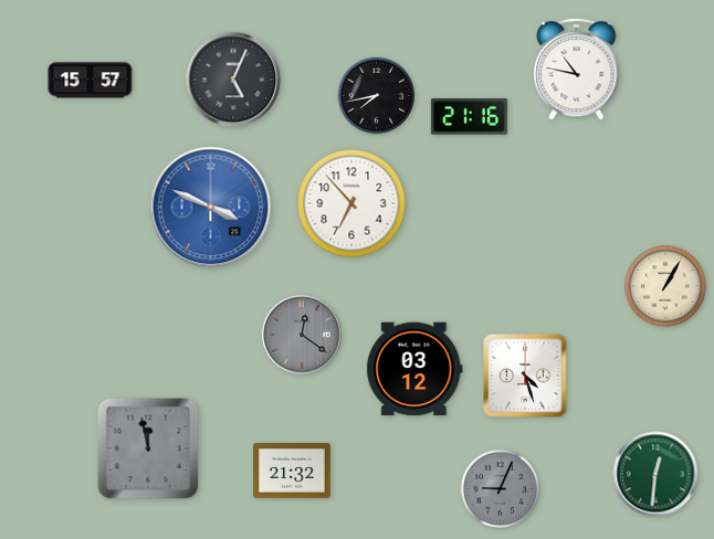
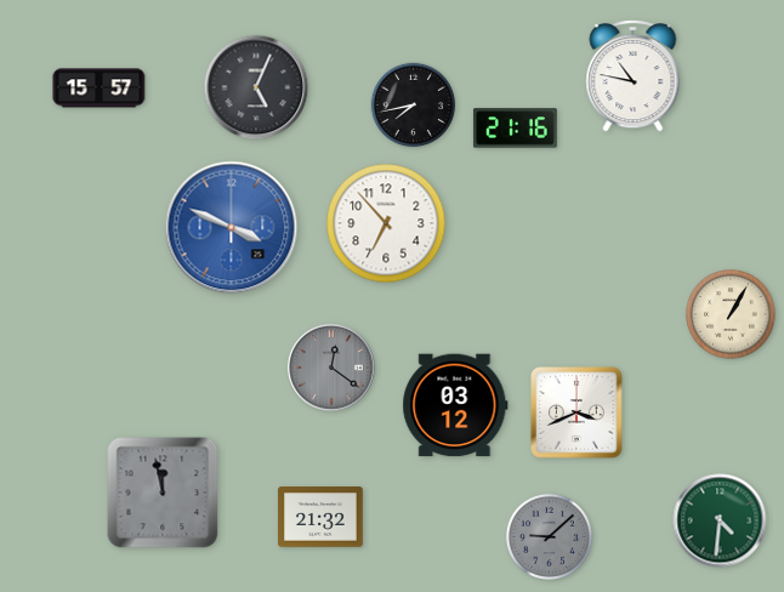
clock at (525, 376): 4:27 -> 3:41
clock at (655, 474): 12:31 -> 4:31
clock at (500, 488): 9:04 -> 9:08
